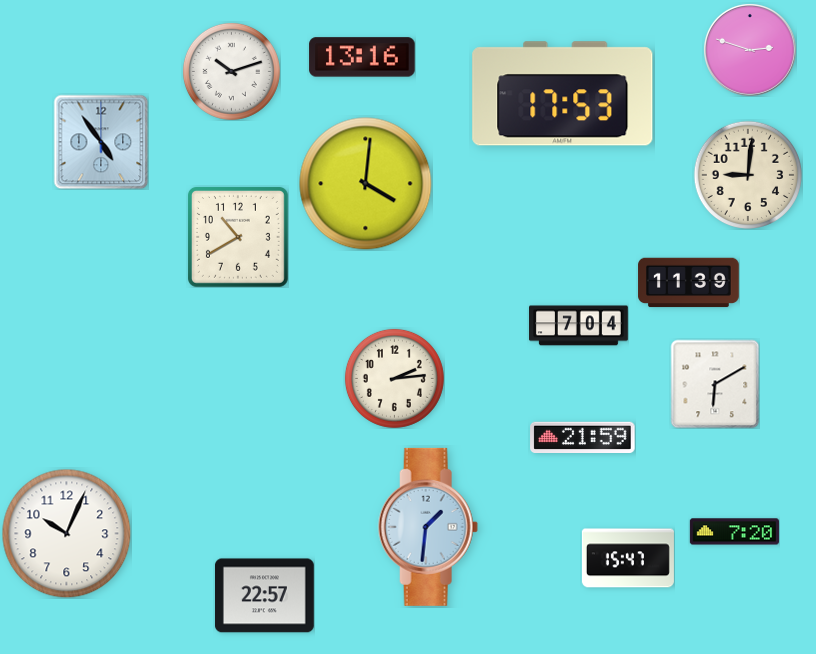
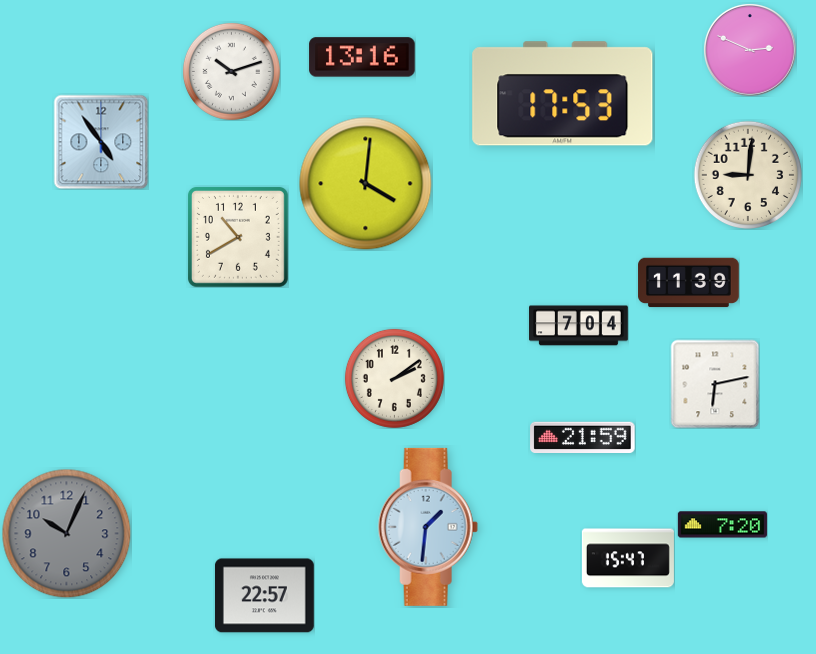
clock at (750, 50): 2:48 -> 2:49
clock at (394, 378): 2:14 -> 2:09
clock at (715, 384): 6:10 -> 6:13
clock at (734, 532) position: (734, 532) -> (722, 525)
clock at (66, 533) dial: white -> grey
